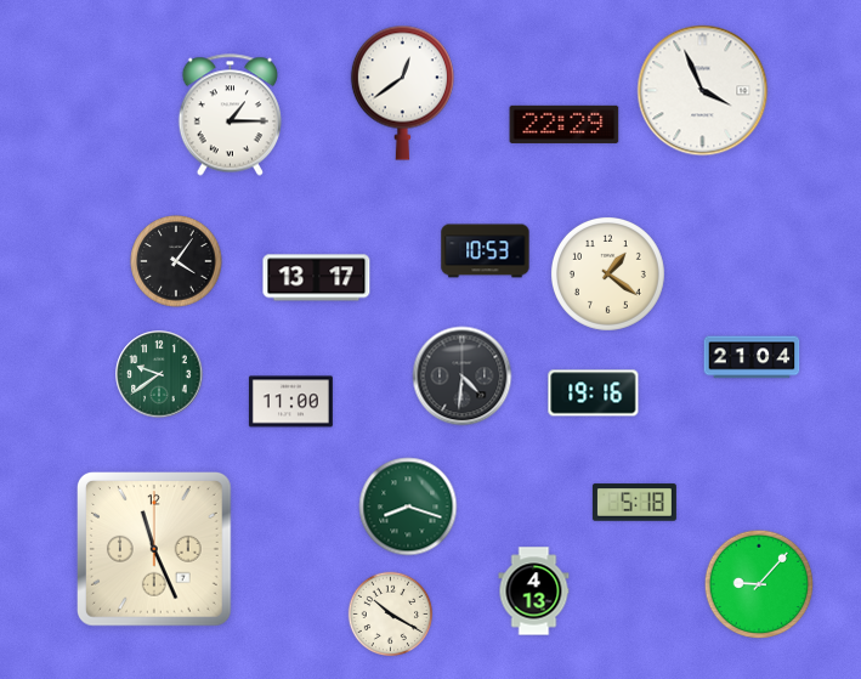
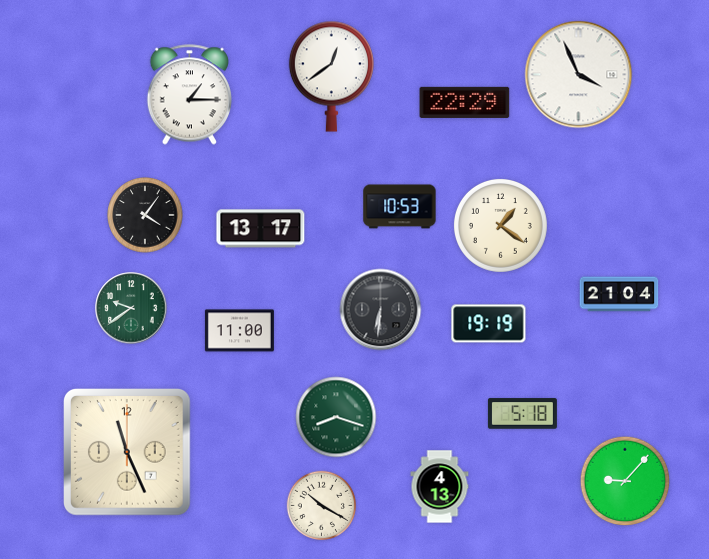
clock at (463, 377): 4:31 -> 6:31
clock at (594, 394): 19:16 -> 19:19
